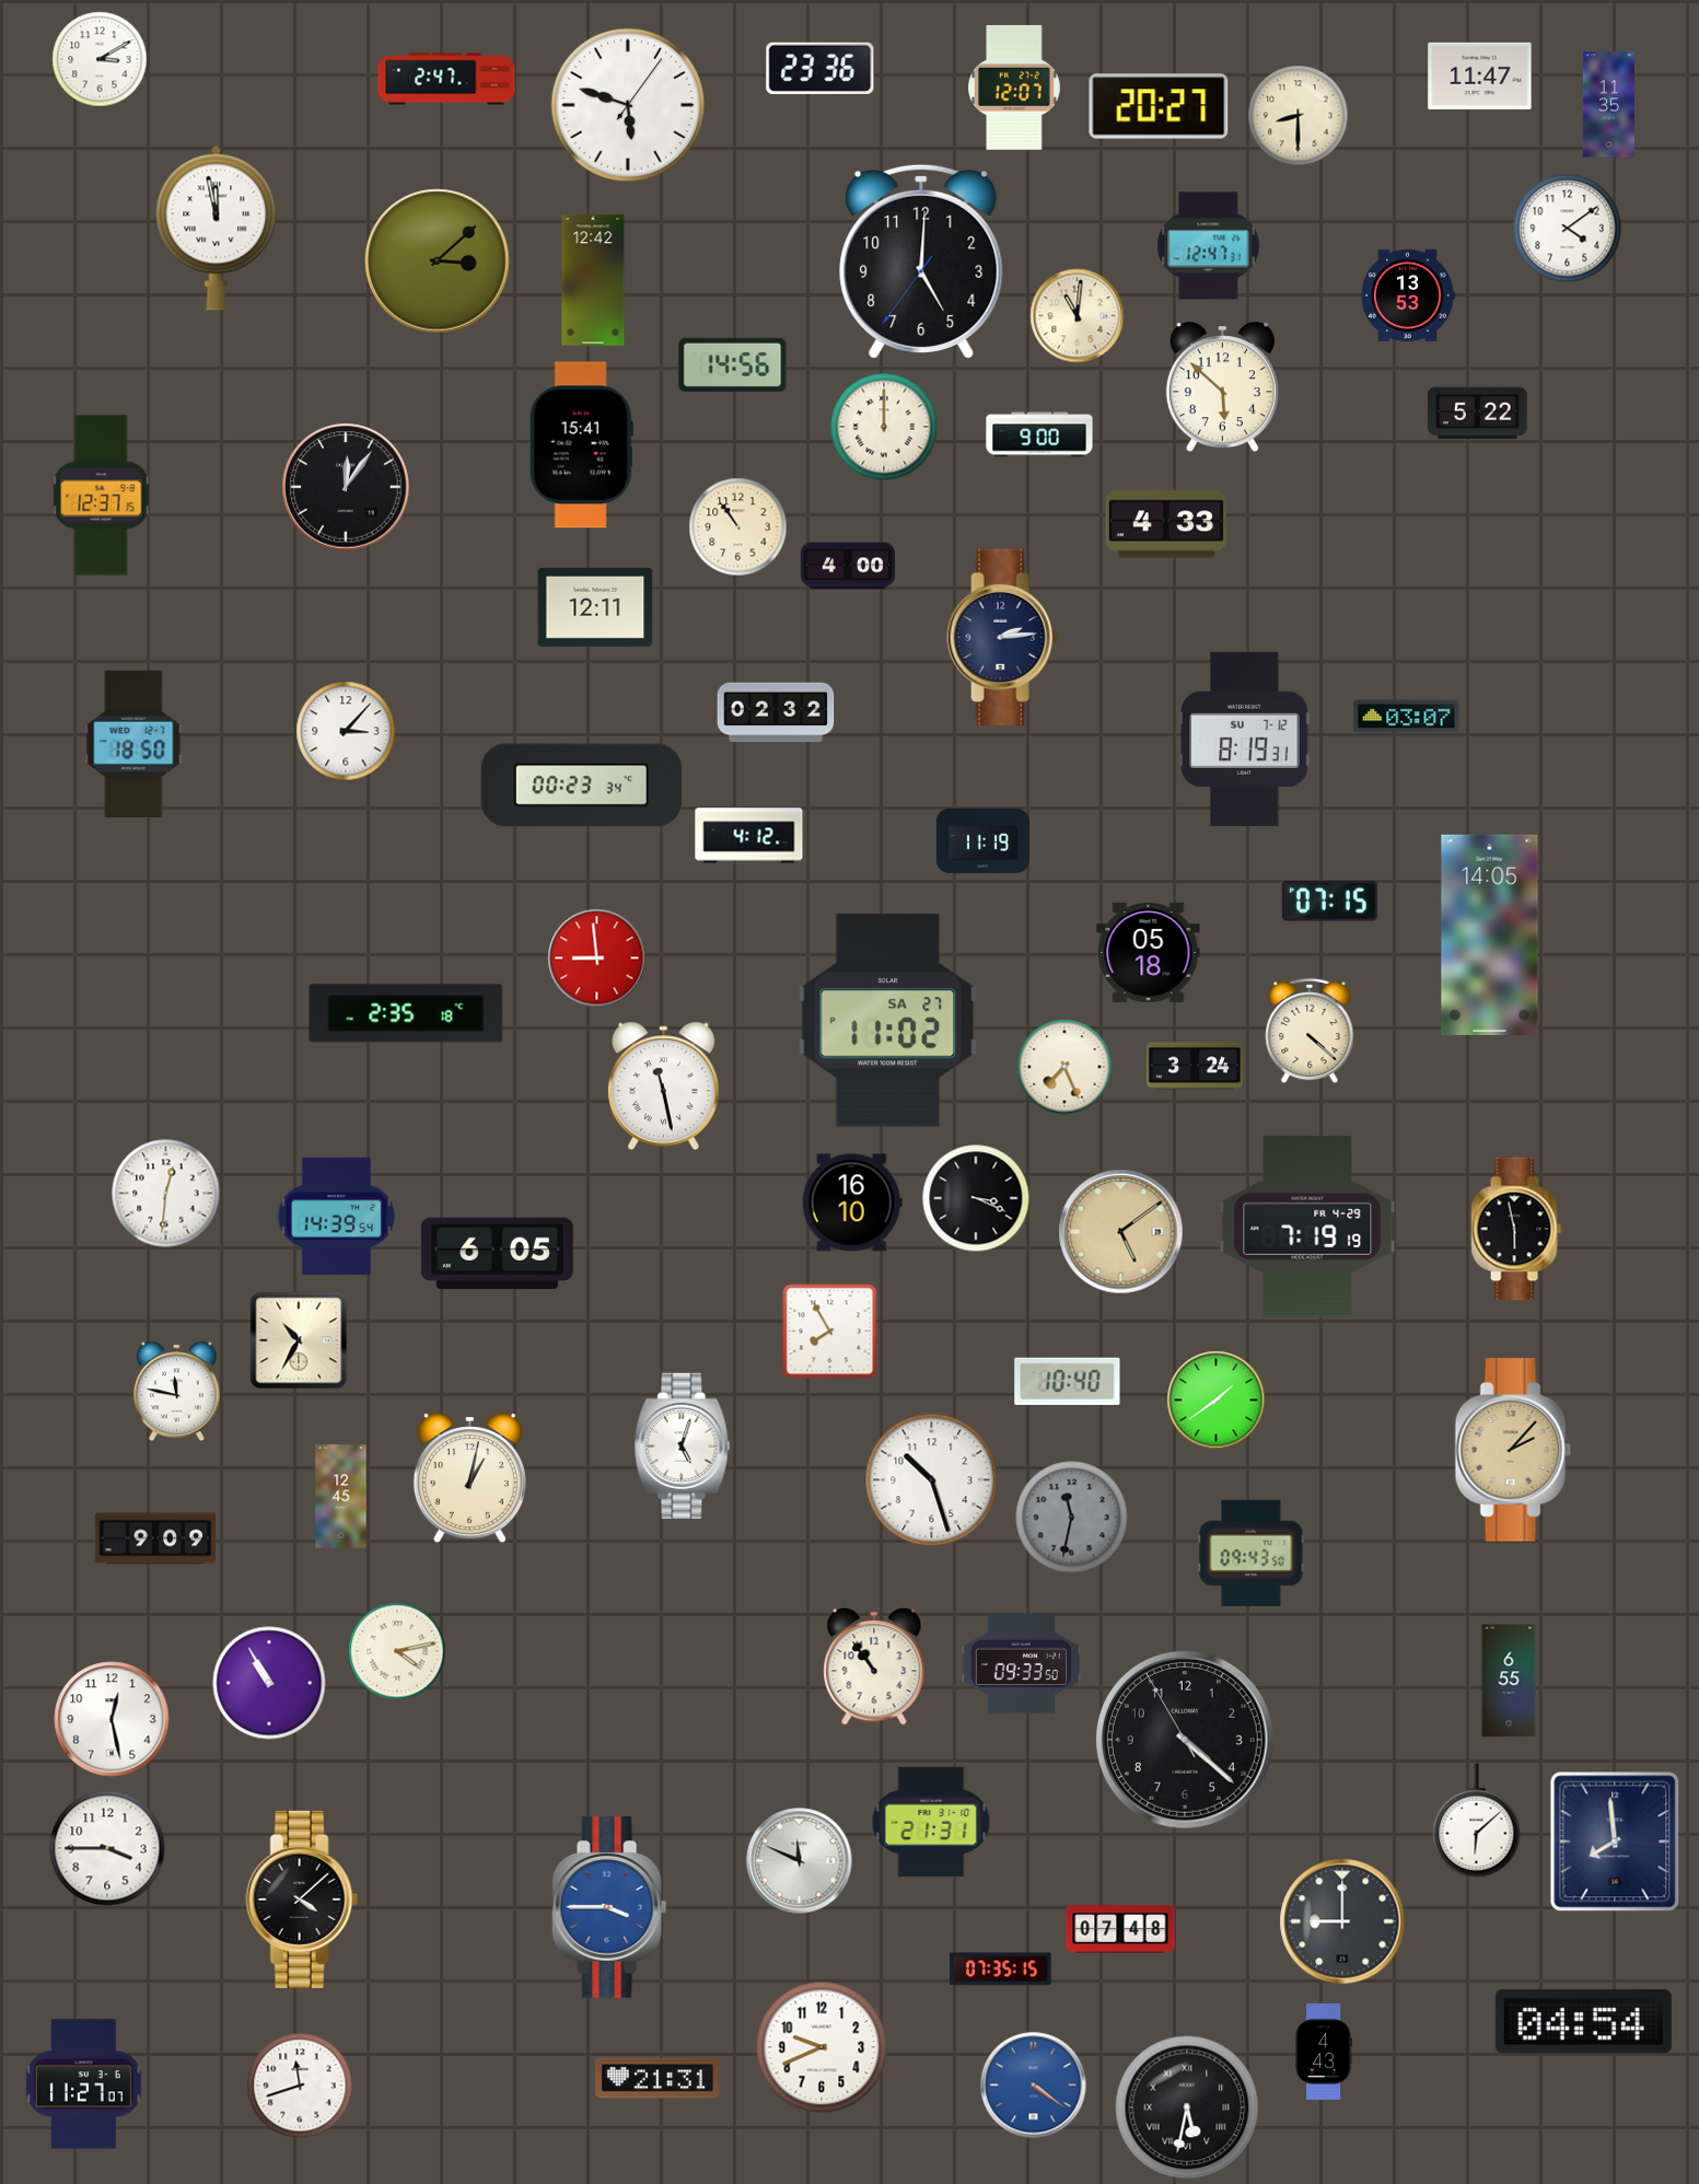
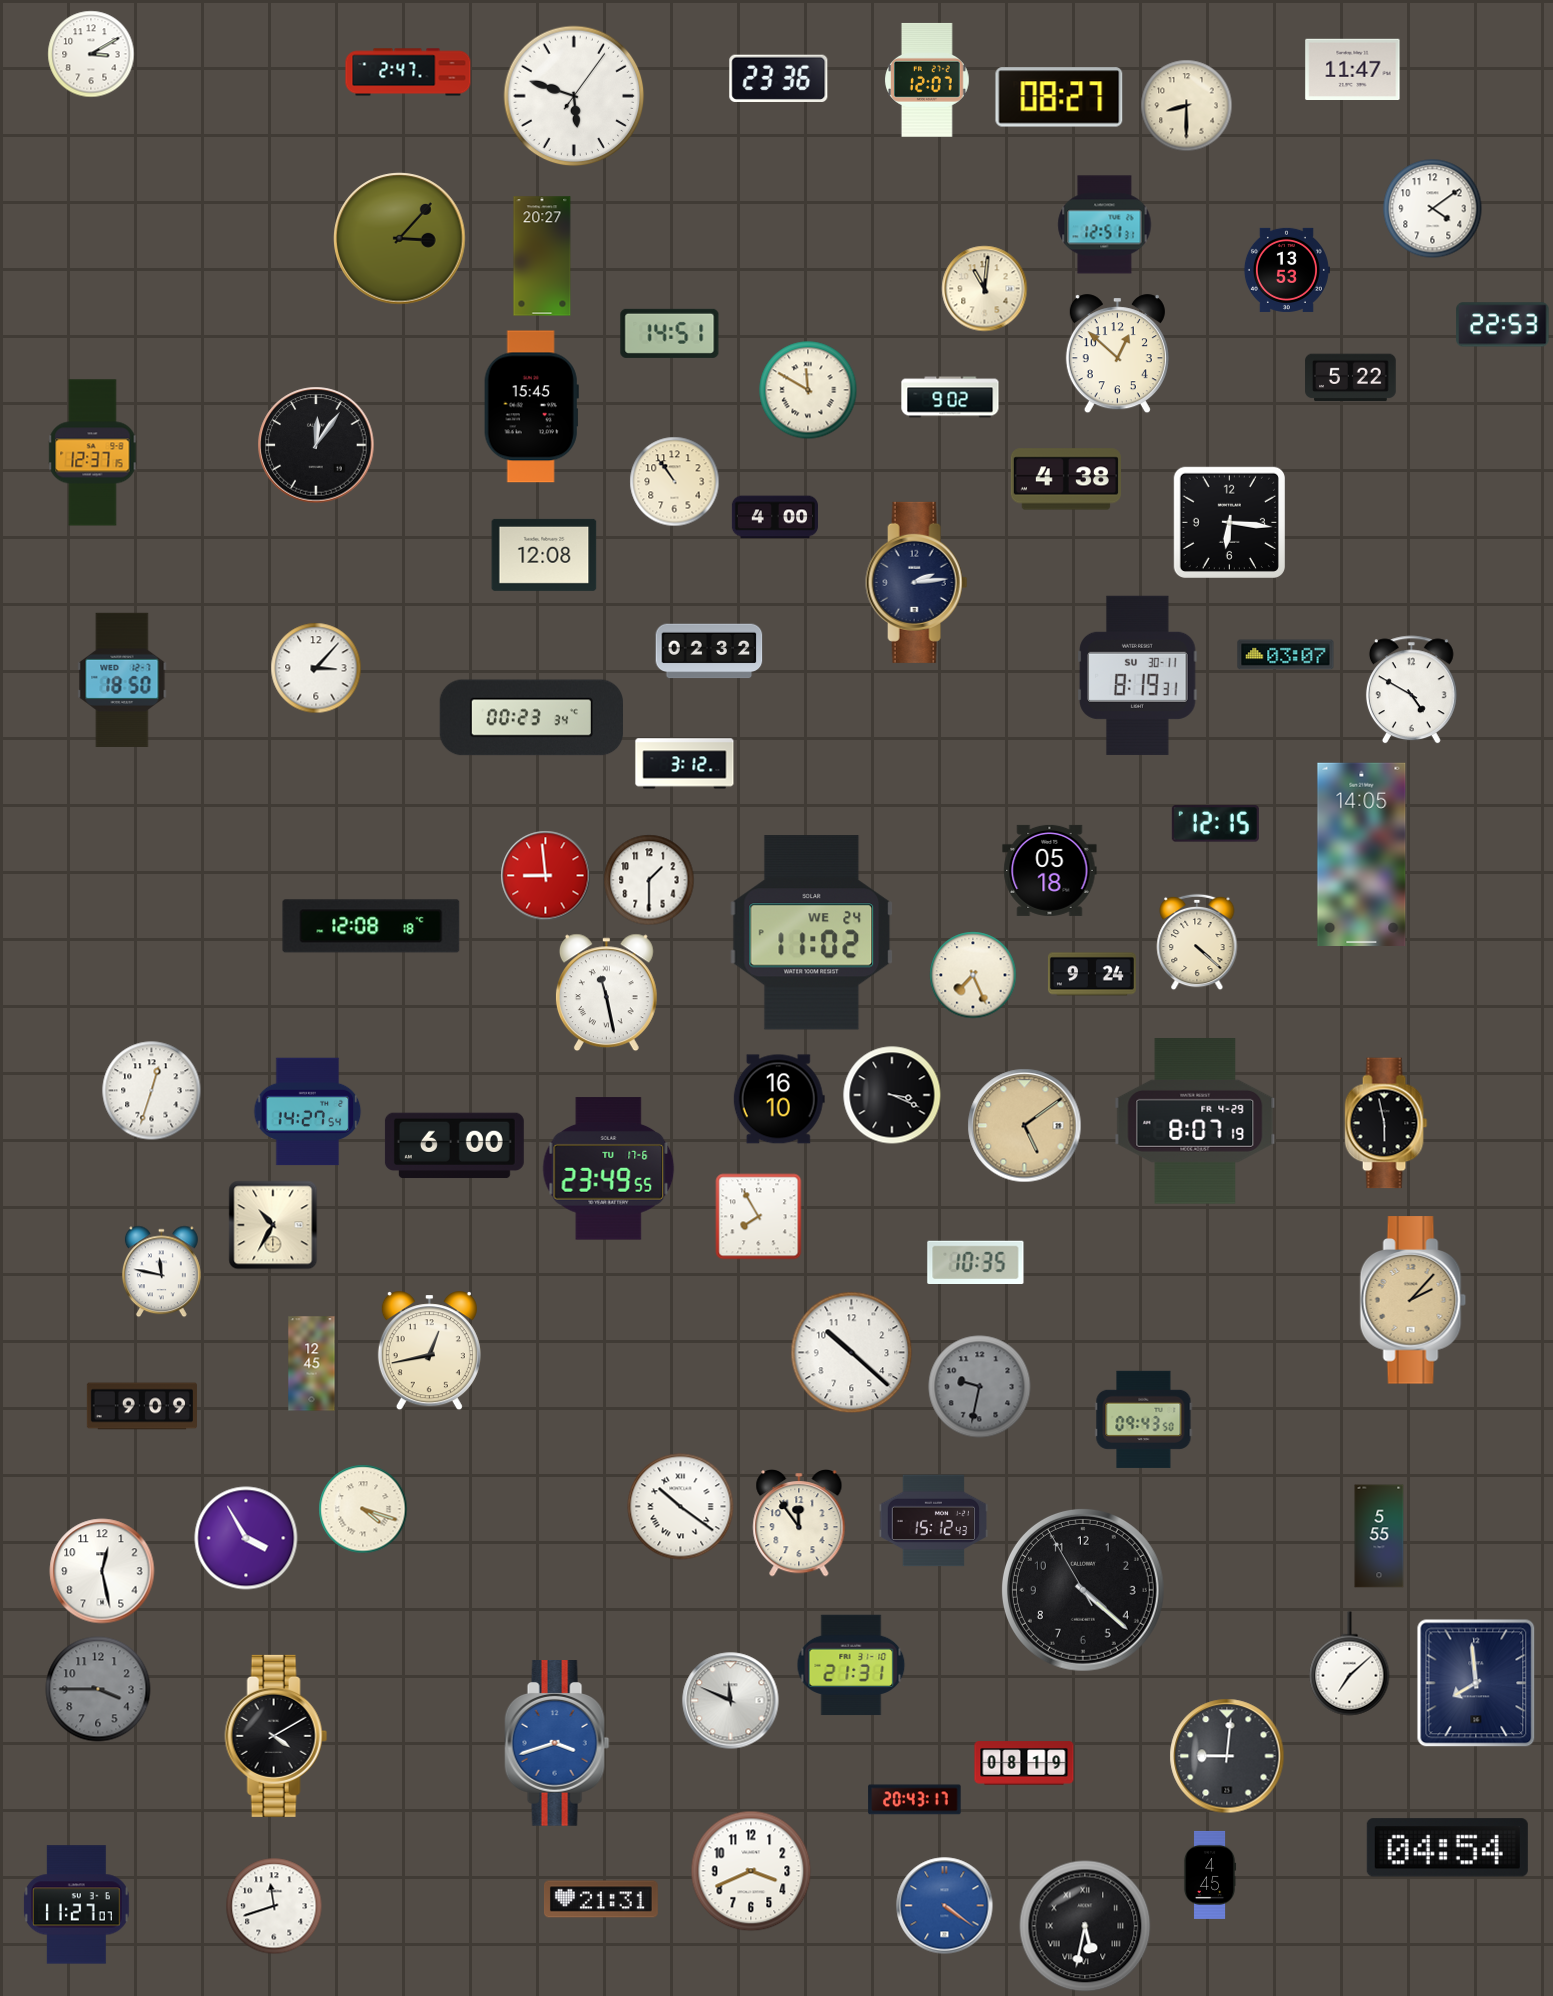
clock at (821, 68) position: (821, 68) -> (779, 78)
clock at (1608, 105): 11:35 -> none
clock at (1159, 106): 20:27 -> 08:27
clock at (217, 228): 11:58 -> none
clock at (1209, 246): 12:47 -> 12:51
clock at (438, 262): 3:08 -> 3:07
clock at (921, 262): 5:00 -> none
clock at (593, 280): 12:42 -> 20:27
clock at (1503, 325): none -> 22:53
clock at (733, 364): 14:56 -> 14:51
clock at (1222, 387): 5:52 -> 12:52
clock at (884, 427): 12:00 -> 11:50
clock at (1039, 434): 9:00 -> 9:02
clock at (581, 445): 15:41 -> 15:45
clock at (1166, 524): 4:33 -> 4:38
clock at (1229, 522): none -> 6:16
clock at (595, 607): 12:11 -> 12:08
clock at (1245, 739) date: SU 7-12 -> SU 30-11
clock at (1411, 690): none -> 4:50
clock at (749, 836): 4:12 -> 3:12
clock at (982, 840): 11:19 -> none
clock at (1329, 902): 07:15 -> 12:15
clock at (649, 880): none -> 1:30
clock at (406, 1013): 2:35 -> 12:08
clock at (888, 1021) date: SA 27 -> WE 24
clock at (1195, 1066): 3:24 -> 9:24
clock at (166, 1194): 12:31 -> 12:33
clock at (337, 1217): 14:39 -> 14:27
clock at (1307, 1228): 7:19 -> 8:07
clock at (497, 1254): 6:05 -> 6:00
clock at (609, 1169): none -> 23:49
clock at (1068, 1381): 10:40 -> 10:35
clock at (1217, 1401): 1:39 -> none
clock at (683, 1445): 5:03 -> none
clock at (1513, 1450) position: (1513, 1450) -> (1413, 1300)
clock at (469, 1478): 1:02 -> 12:43
clock at (932, 1480): 10:27 -> 10:22
clock at (341, 1497) position: (341, 1497) -> (312, 1364)
clock at (1072, 1518): 11:32 -> 9:32
clock at (681, 1507): none -> 10:21
clock at (397, 1651): 4:13 -> 4:18
clock at (1021, 1664): 09:33 -> 15:12
clock at (874, 1668): 10:54 -> 11:54
clock at (1509, 1681): 6:55 -> 5:55
clock at (269, 1683): 10:55 -> 3:55
clock at (1477, 1821): 6:08 -> 7:08
clock at (107, 1848) dial: white -> grey
clock at (302, 1900): 4:08 -> 4:10
clock at (609, 1908): 3:45 -> 3:42
clock at (1342, 1921): 9:00 -> 9:01
clock at (1120, 1929): 07:48 -> 08:19
clock at (1001, 1970): 07:35 -> 20:43
clock at (822, 2047): 9:41 -> 3:41
clock at (1324, 2052): 4:43 -> 4:45
